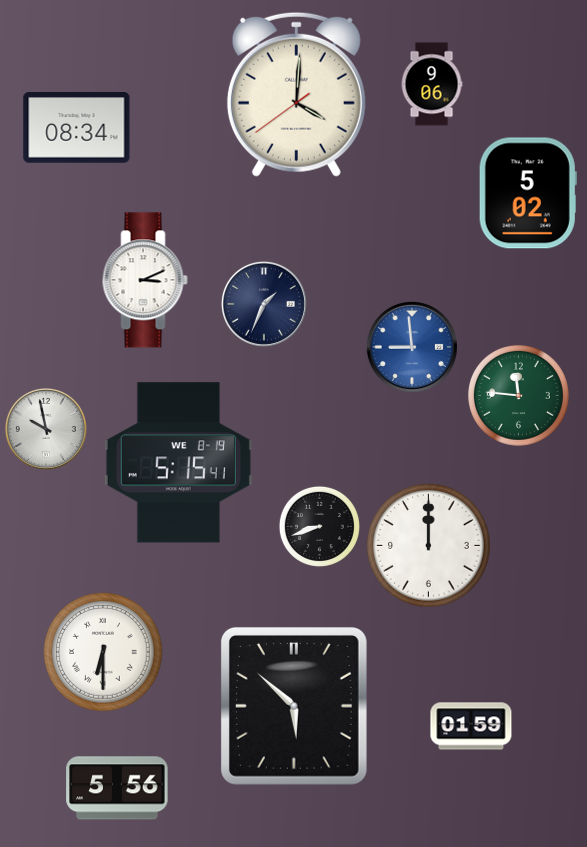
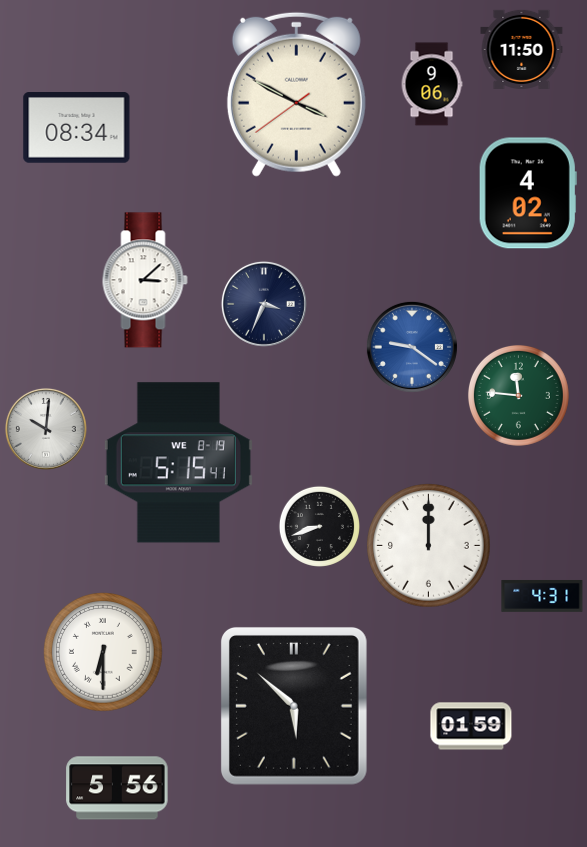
clock at (522, 49): none -> 11:50
clock at (296, 94): 4:00 -> 3:49
clock at (528, 193): 5:02 -> 4:02
clock at (145, 280): 3:11 -> 3:08
clock at (264, 304): 1:34 -> 3:34
clock at (412, 347): 8:59 -> 9:21
clock at (46, 429): 9:58 -> 10:01
clock at (542, 596): none -> 4:31
